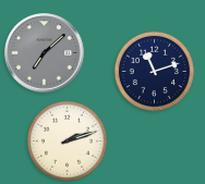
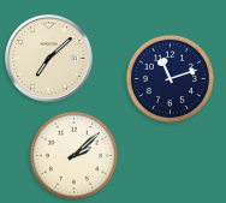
clock at (45, 53) dial: grey -> cream
clock at (67, 140): 2:12 -> 2:08
